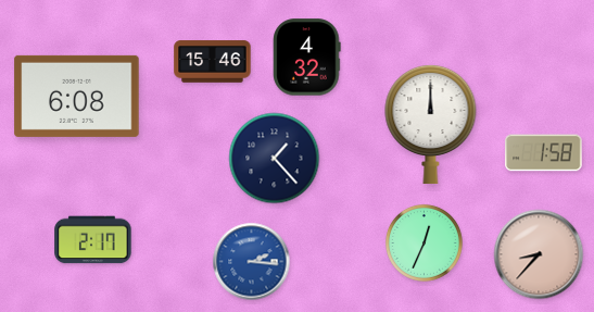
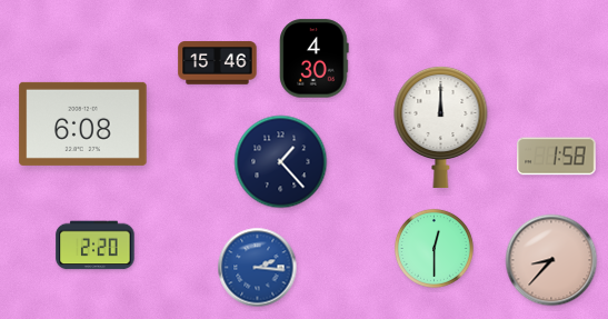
clock at (307, 58): 4:32 -> 4:30
clock at (77, 96) position: (77, 96) -> (83, 123)
clock at (93, 240): 2:17 -> 2:20
clock at (424, 242): 12:34 -> 12:30
